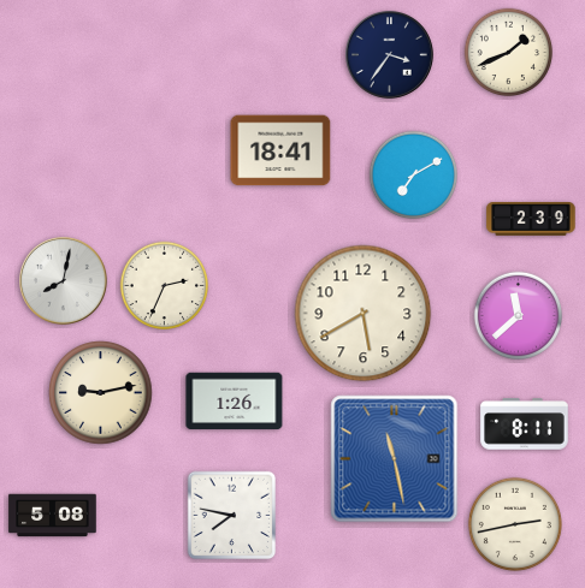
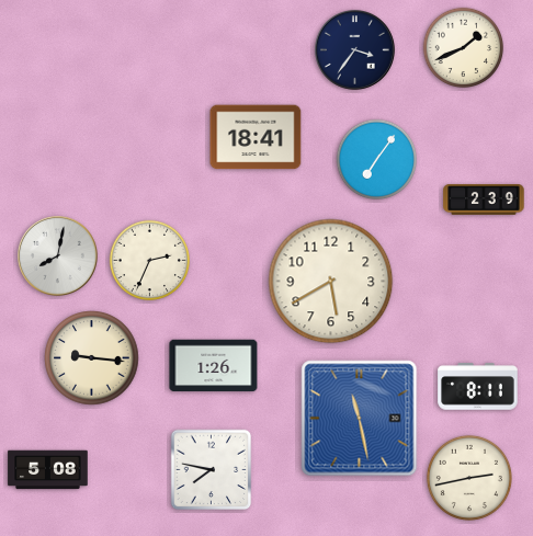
clock at (414, 176): 7:10 -> 7:06
clock at (364, 314) position: (364, 314) -> (331, 282)
clock at (519, 316): 11:38 -> none
clock at (101, 393): 9:13 -> 9:16
